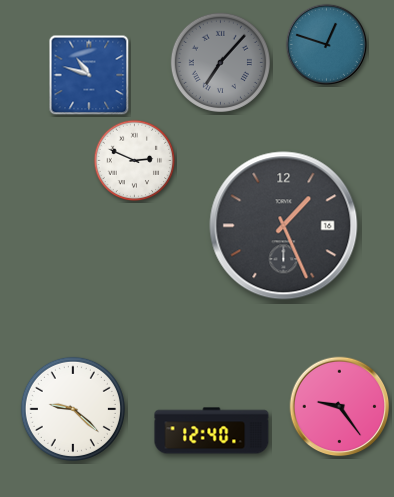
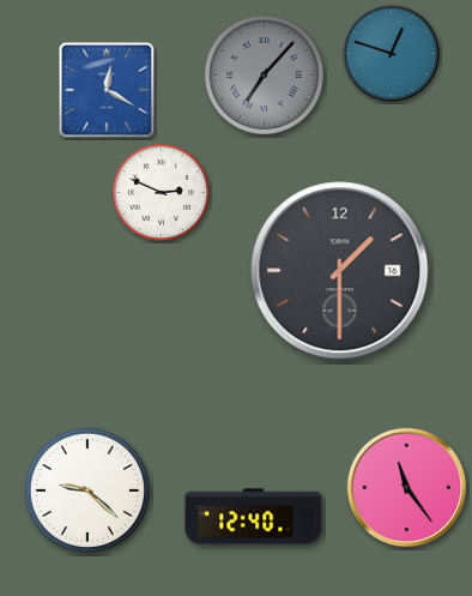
clock at (89, 75): 10:48 -> 12:20
clock at (284, 226): 1:26 -> 1:30
clock at (340, 407): 9:24 -> 11:24
